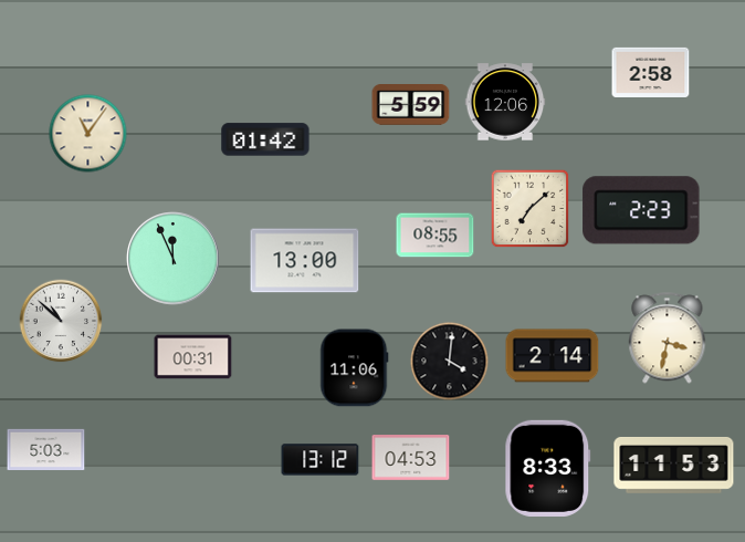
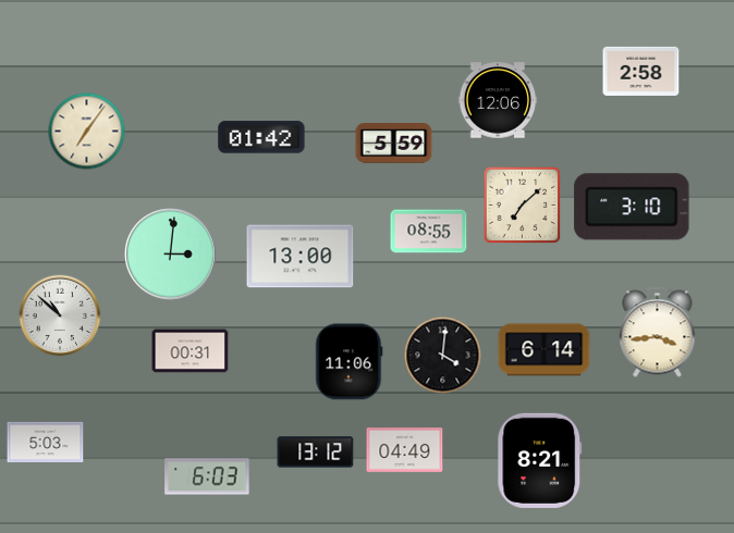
clock at (411, 105) position: (411, 105) -> (394, 144)
clock at (88, 134): 11:06 -> 7:06
clock at (641, 210): 2:23 -> 3:10
clock at (174, 259): 11:56 -> 3:01
clock at (668, 338): 3:32 -> 3:44
clock at (553, 356): 2:14 -> 6:14
clock at (411, 458): 04:53 -> 04:49
clock at (674, 465): 11:53 -> none
clock at (548, 468): 8:33 -> 8:21
clock at (207, 476): none -> 6:03
